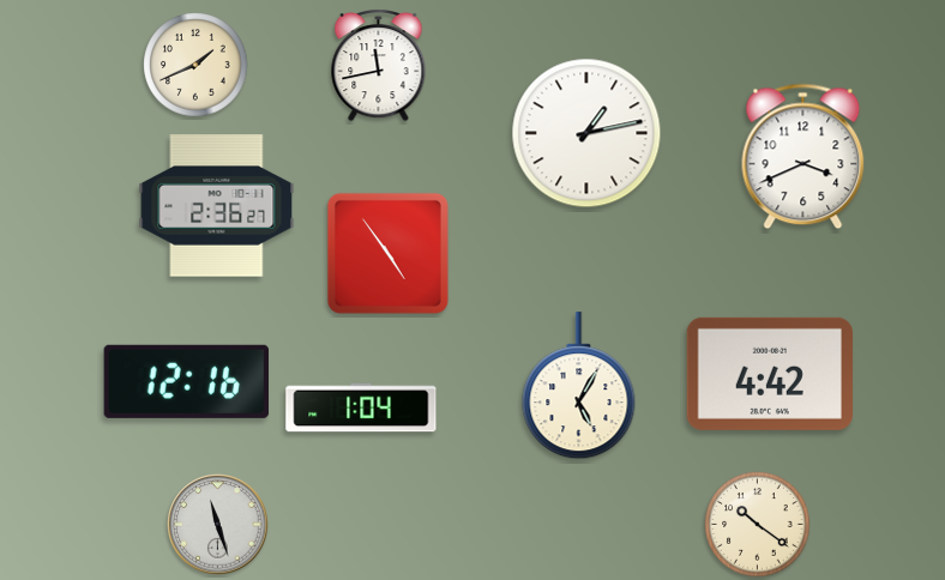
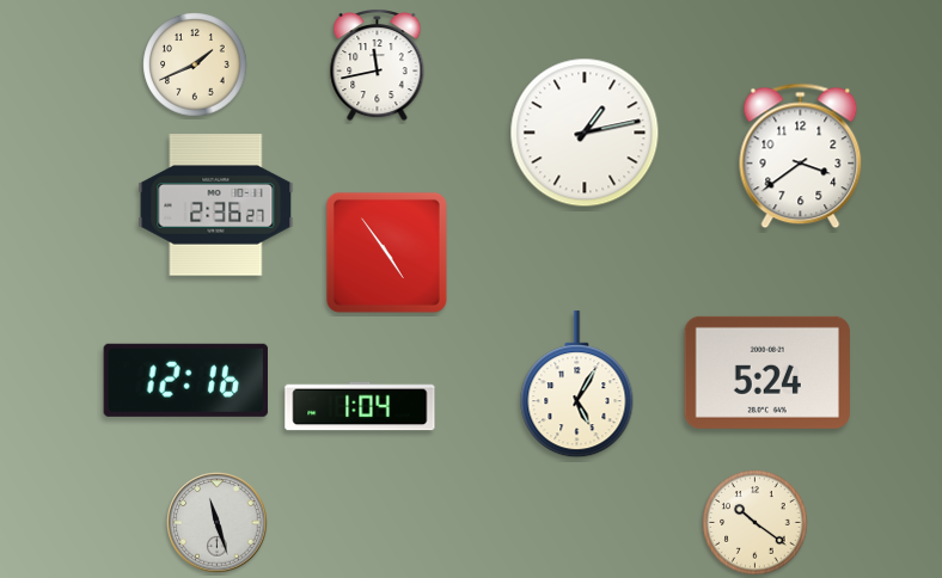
clock at (803, 157): 3:41 -> 3:39
clock at (770, 374): 4:42 -> 5:24
